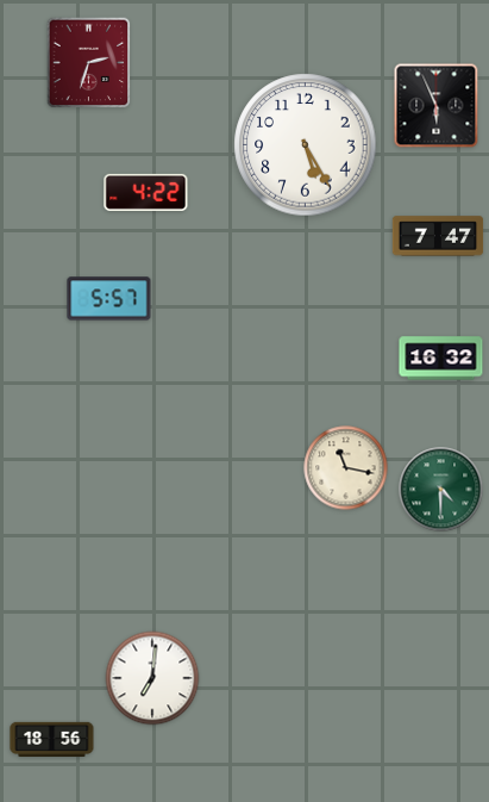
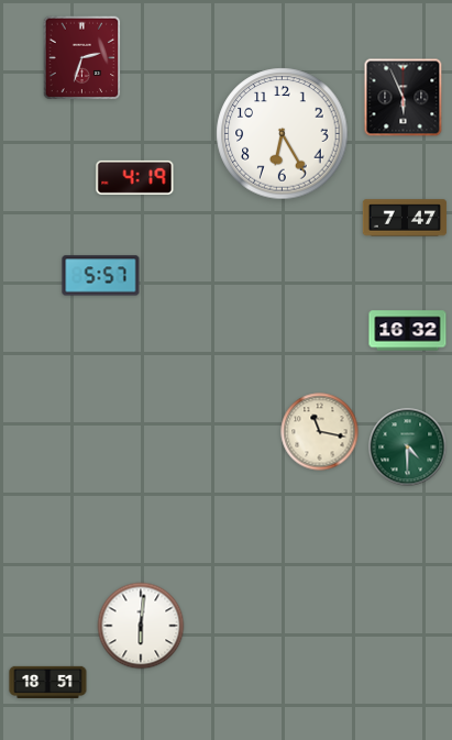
clock at (306, 145): 5:25 -> 6:25
clock at (146, 192): 4:22 -> 4:19
clock at (441, 490) position: (441, 490) -> (408, 448)
clock at (152, 678): 7:01 -> 6:01
clock at (52, 739): 18:56 -> 18:51
